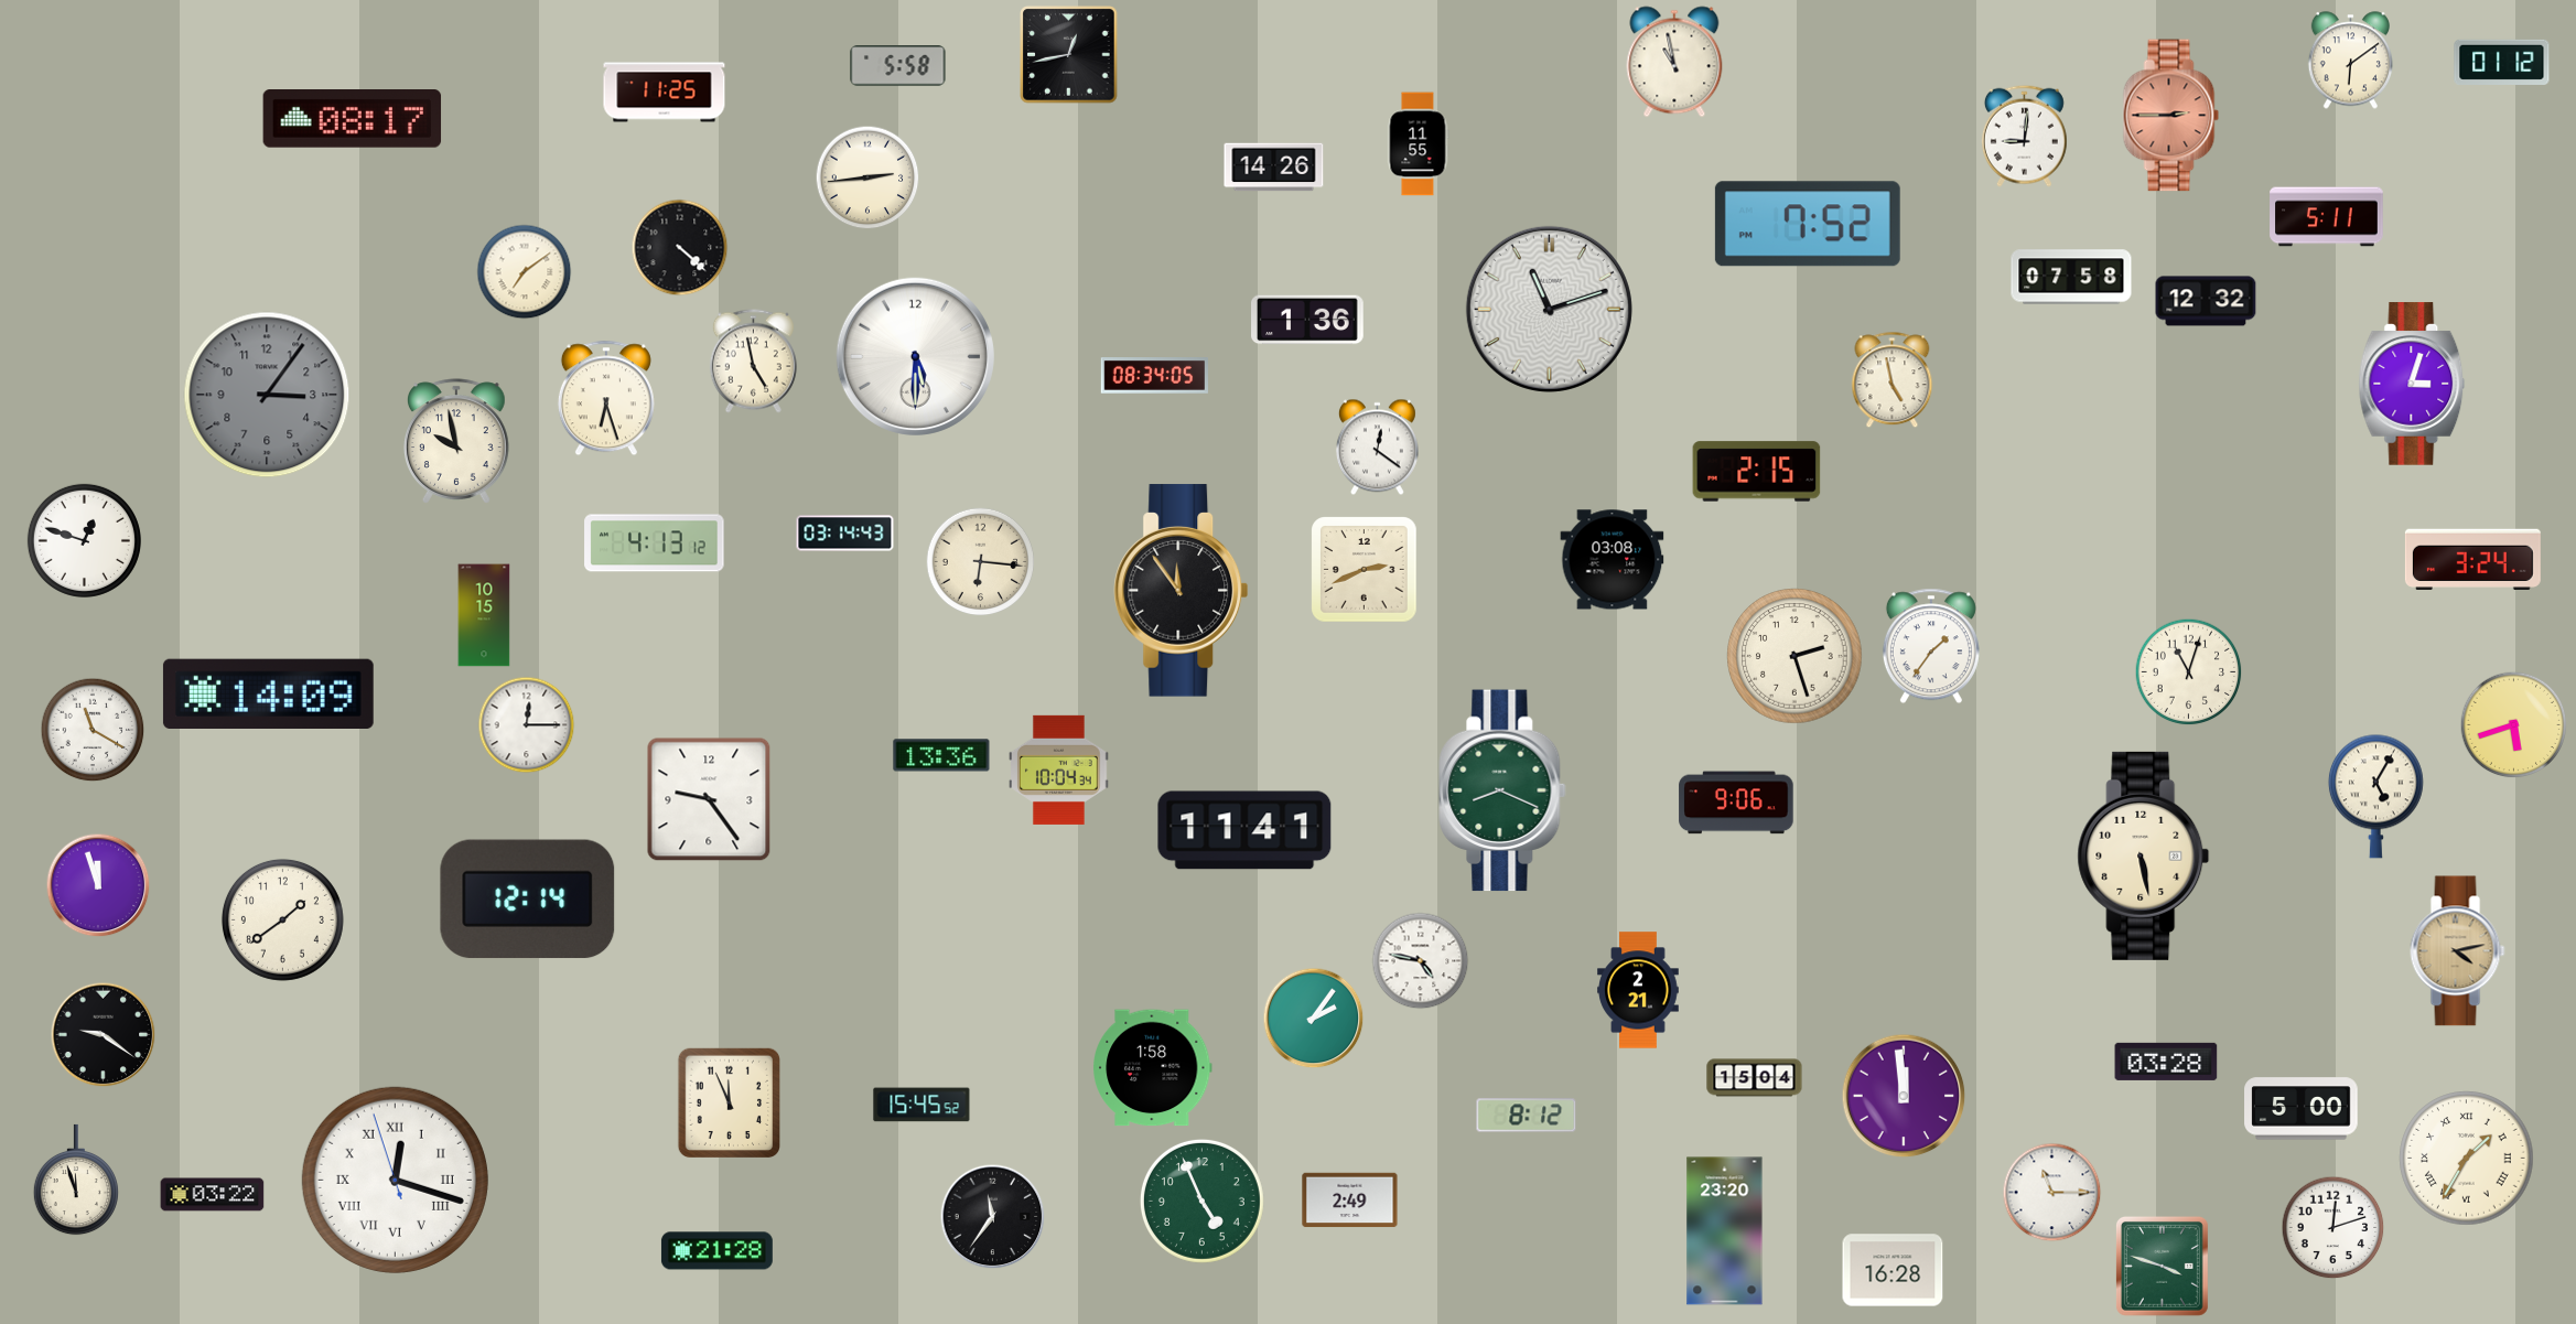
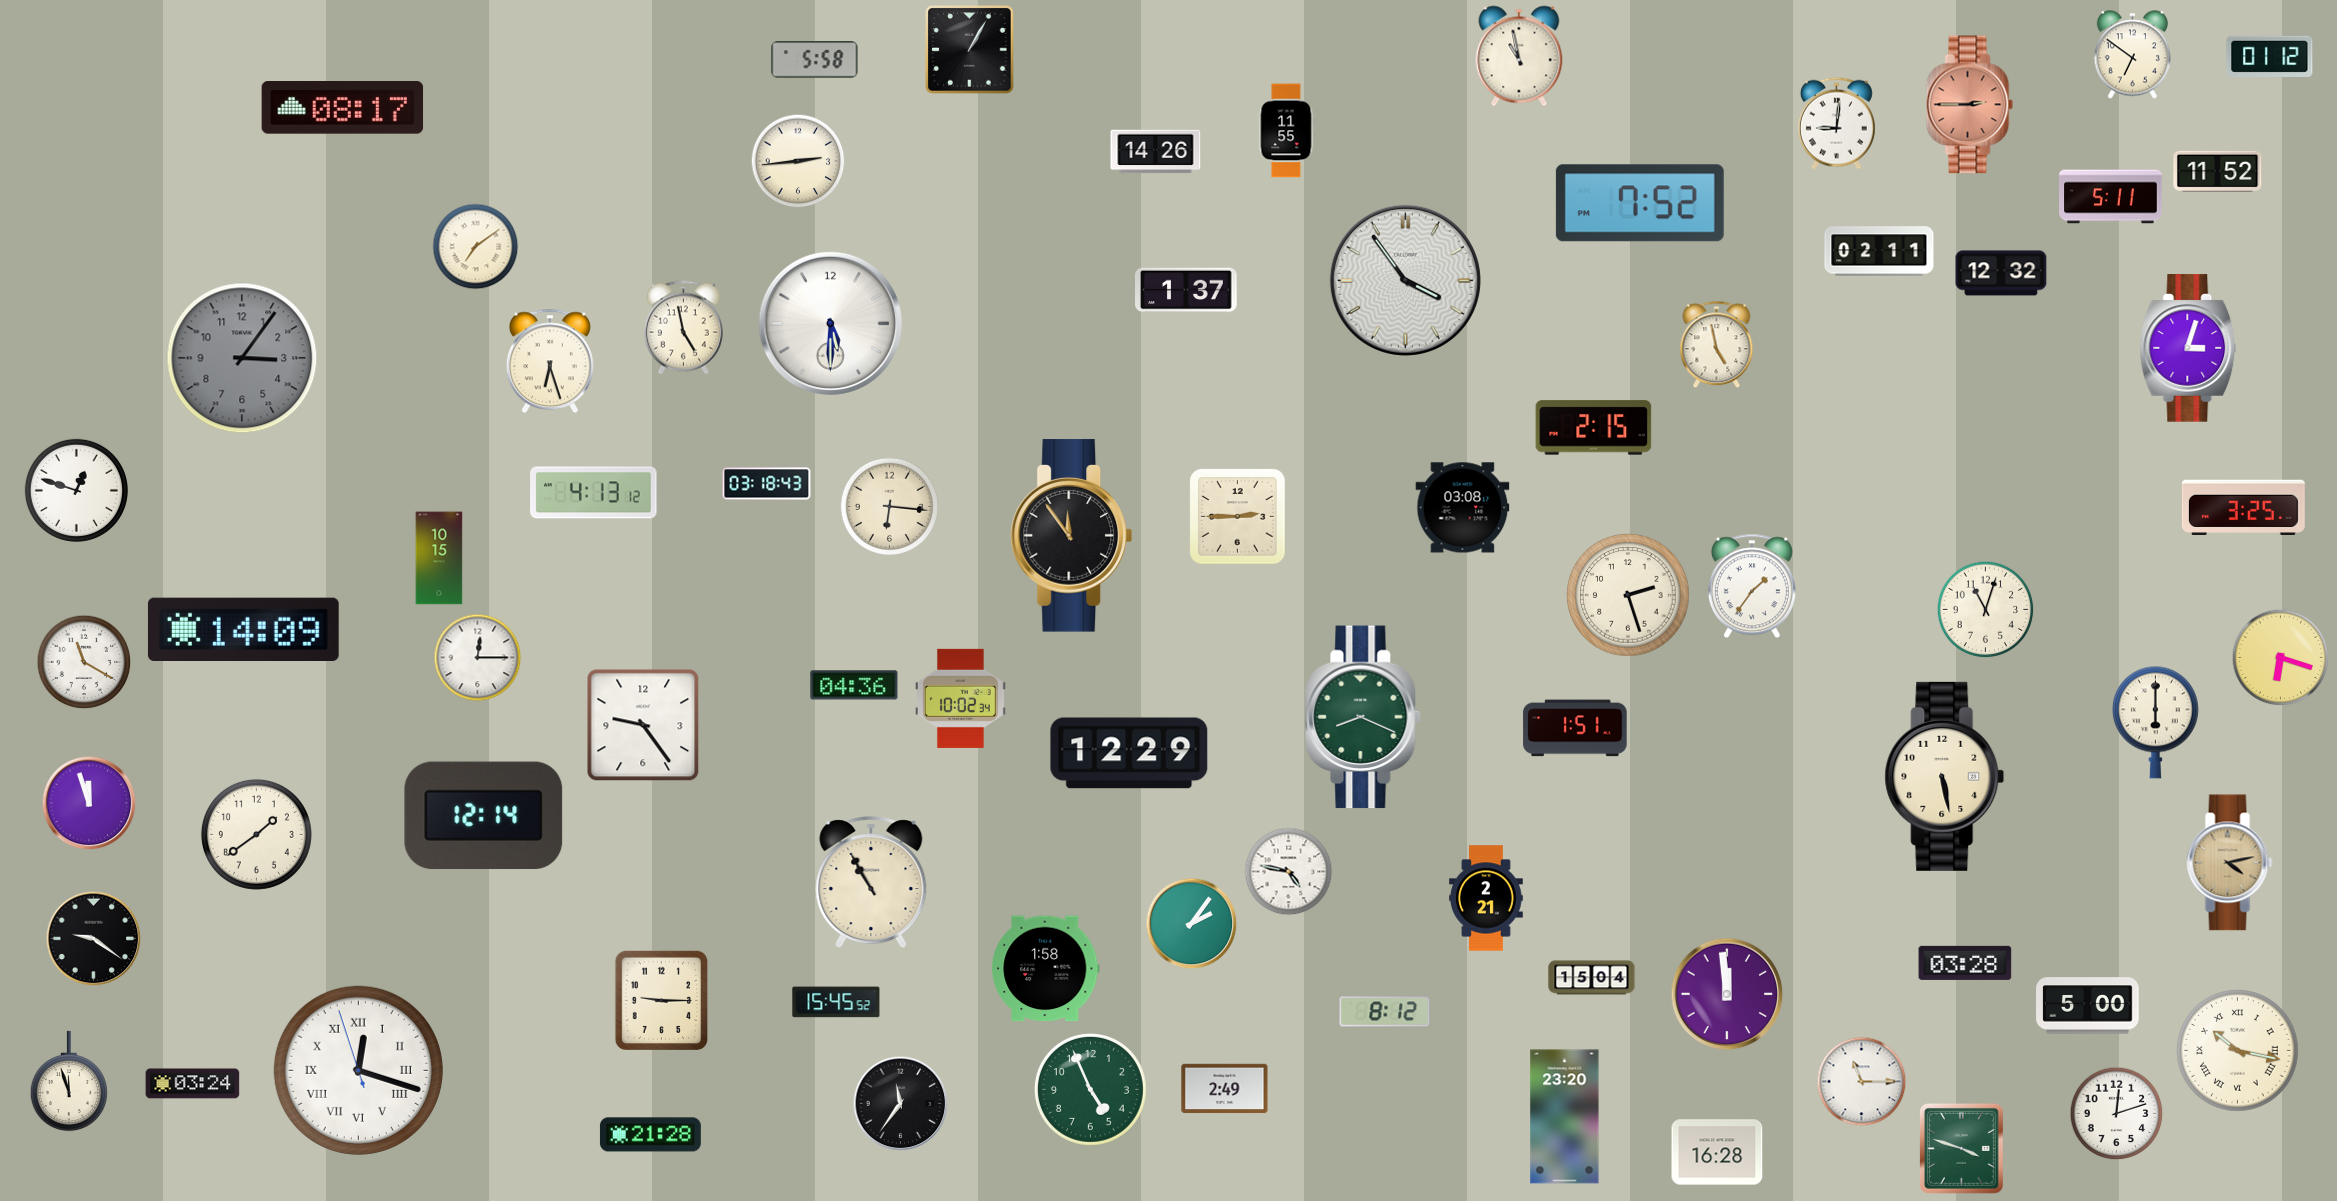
clock at (1069, 55): 12:43 -> 1:05
clock at (2350, 61): 6:09 -> 6:51
clock at (665, 93): 11:25 -> none
clock at (353, 119) position: (353, 119) -> (343, 108)
clock at (867, 177) position: (867, 177) -> (798, 161)
clock at (2218, 172): none -> 11:52
clock at (680, 248): 4:22 -> none
clock at (2071, 277): 07:58 -> 02:11
clock at (1549, 309): 11:12 -> 3:54
clock at (1308, 320): 1:36 -> 1:37
clock at (1154, 376): 08:34 -> none
clock at (456, 441): 9:58 -> none
clock at (1377, 448): 12:21 -> none
clock at (845, 534): 03:14 -> 03:18
clock at (2472, 559): 3:24 -> 3:25
clock at (981, 562) position: (981, 562) -> (890, 507)
clock at (1365, 570): 2:41 -> 2:45
clock at (2514, 725): 5:42 -> 6:18
clock at (941, 755): 13:36 -> 04:36
clock at (1059, 769): 10:04 -> 10:02
clock at (2375, 796): 5:05 -> 6:00
clock at (1736, 803): 9:06 -> 1:51
clock at (1244, 830): 11:41 -> 12:29
clock at (528, 900) position: (528, 900) -> (484, 816)
clock at (871, 883): none -> 10:55
clock at (729, 1102): 11:56 -> 9:15
clock at (2467, 1159): 1:35 -> 10:17
clock at (76, 1180) position: (76, 1180) -> (69, 1081)
clock at (213, 1195): 03:22 -> 03:24
